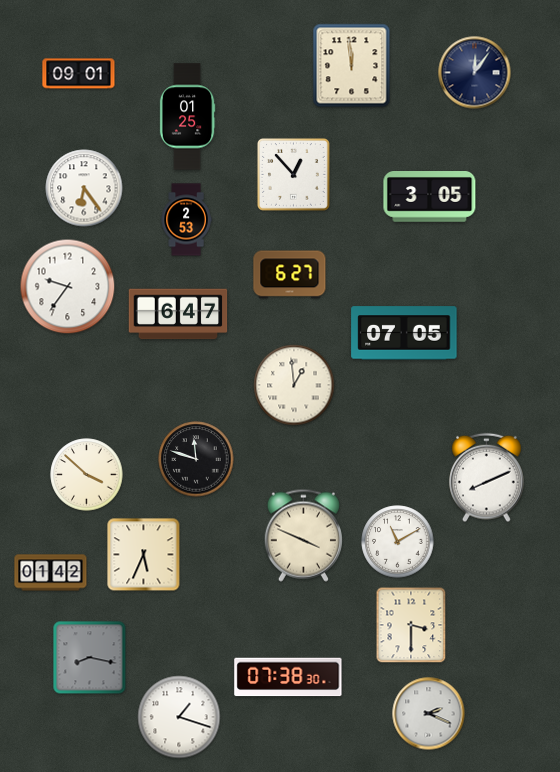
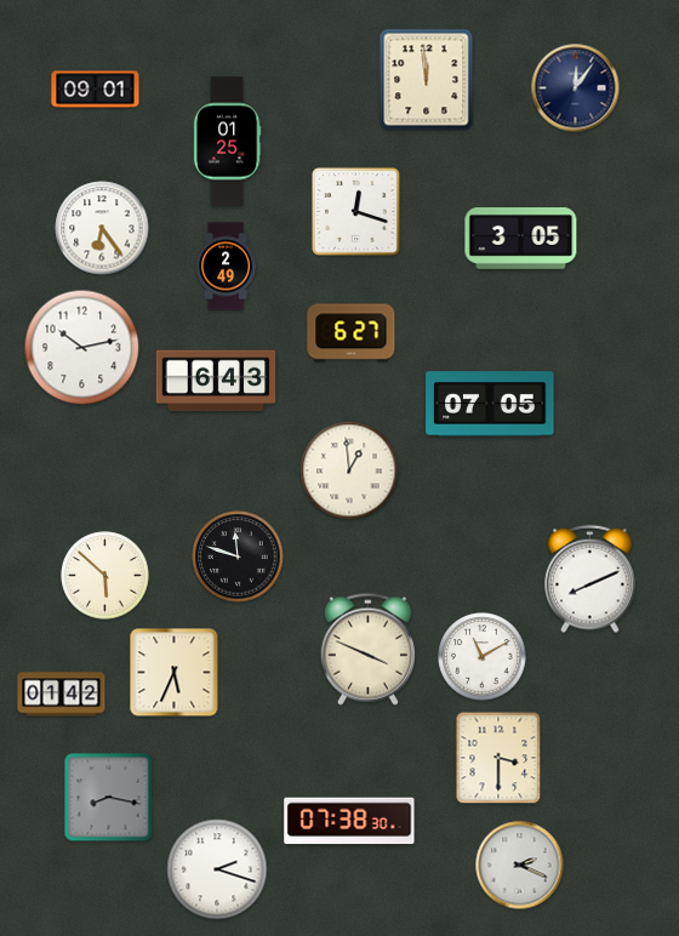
clock at (293, 174): 12:53 -> 12:18
clock at (186, 220): 2:53 -> 2:49
clock at (68, 287): 9:36 -> 10:13
clock at (178, 314): 6:47 -> 6:43
clock at (294, 385) position: (294, 385) -> (349, 470)
clock at (87, 475): 3:52 -> 5:52
clock at (179, 717): 1:18 -> 2:18
